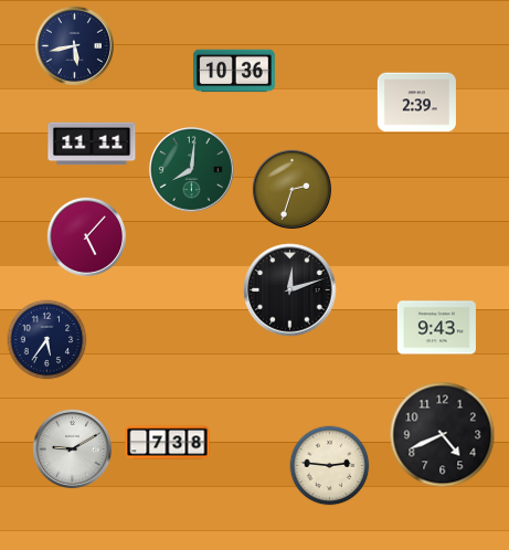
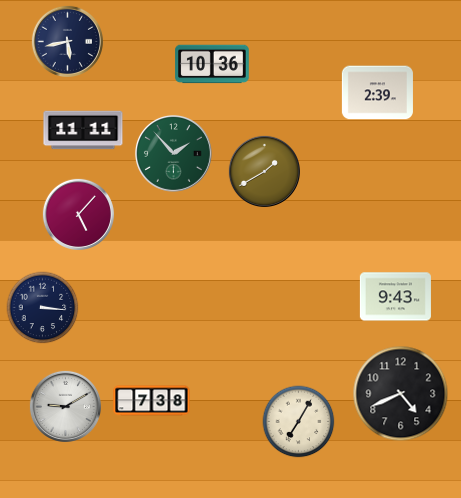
clock at (192, 170): 8:01 -> 1:53
clock at (291, 189): 2:33 -> 1:40
clock at (290, 290): 12:12 -> none
clock at (47, 340): 5:36 -> 3:16
clock at (330, 466): 2:46 -> 7:05
